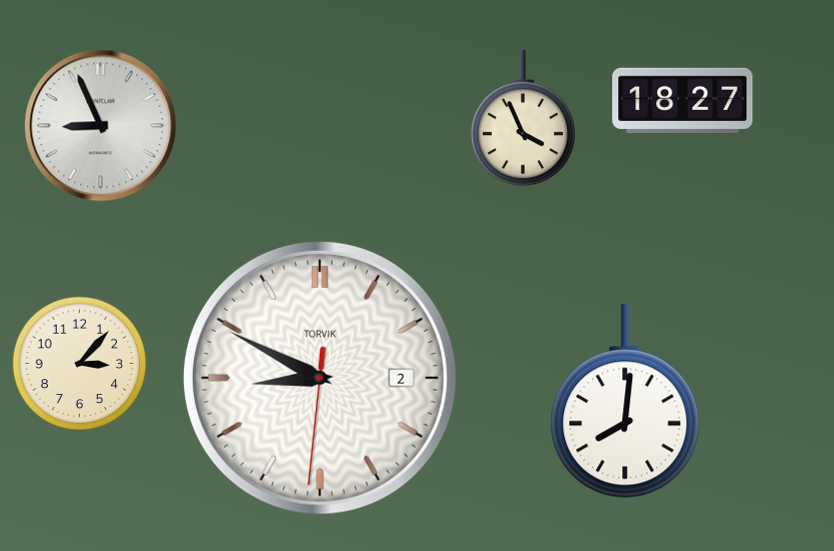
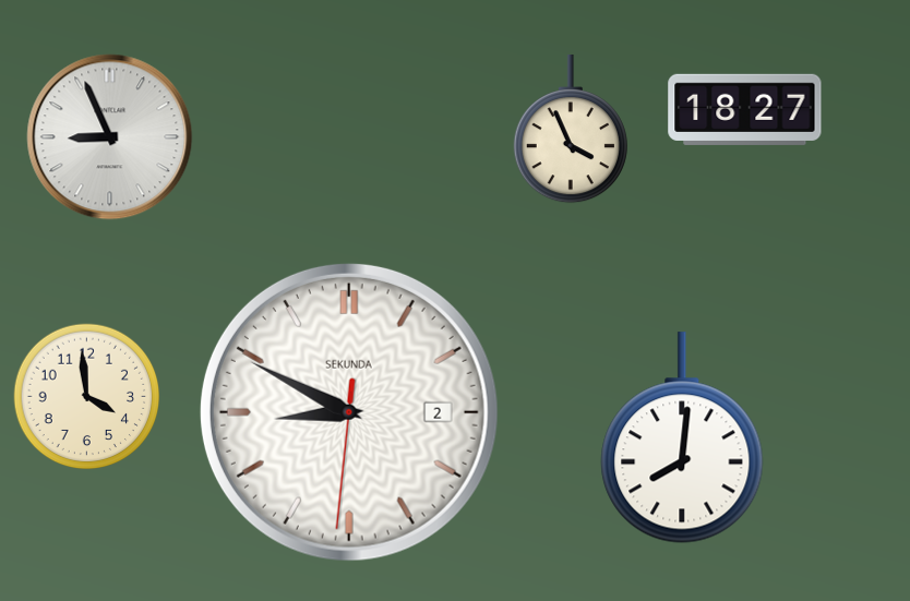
clock at (80, 364): 3:07 -> 3:59
clock at (320, 378) brand: TORVIK -> SEKUNDA
